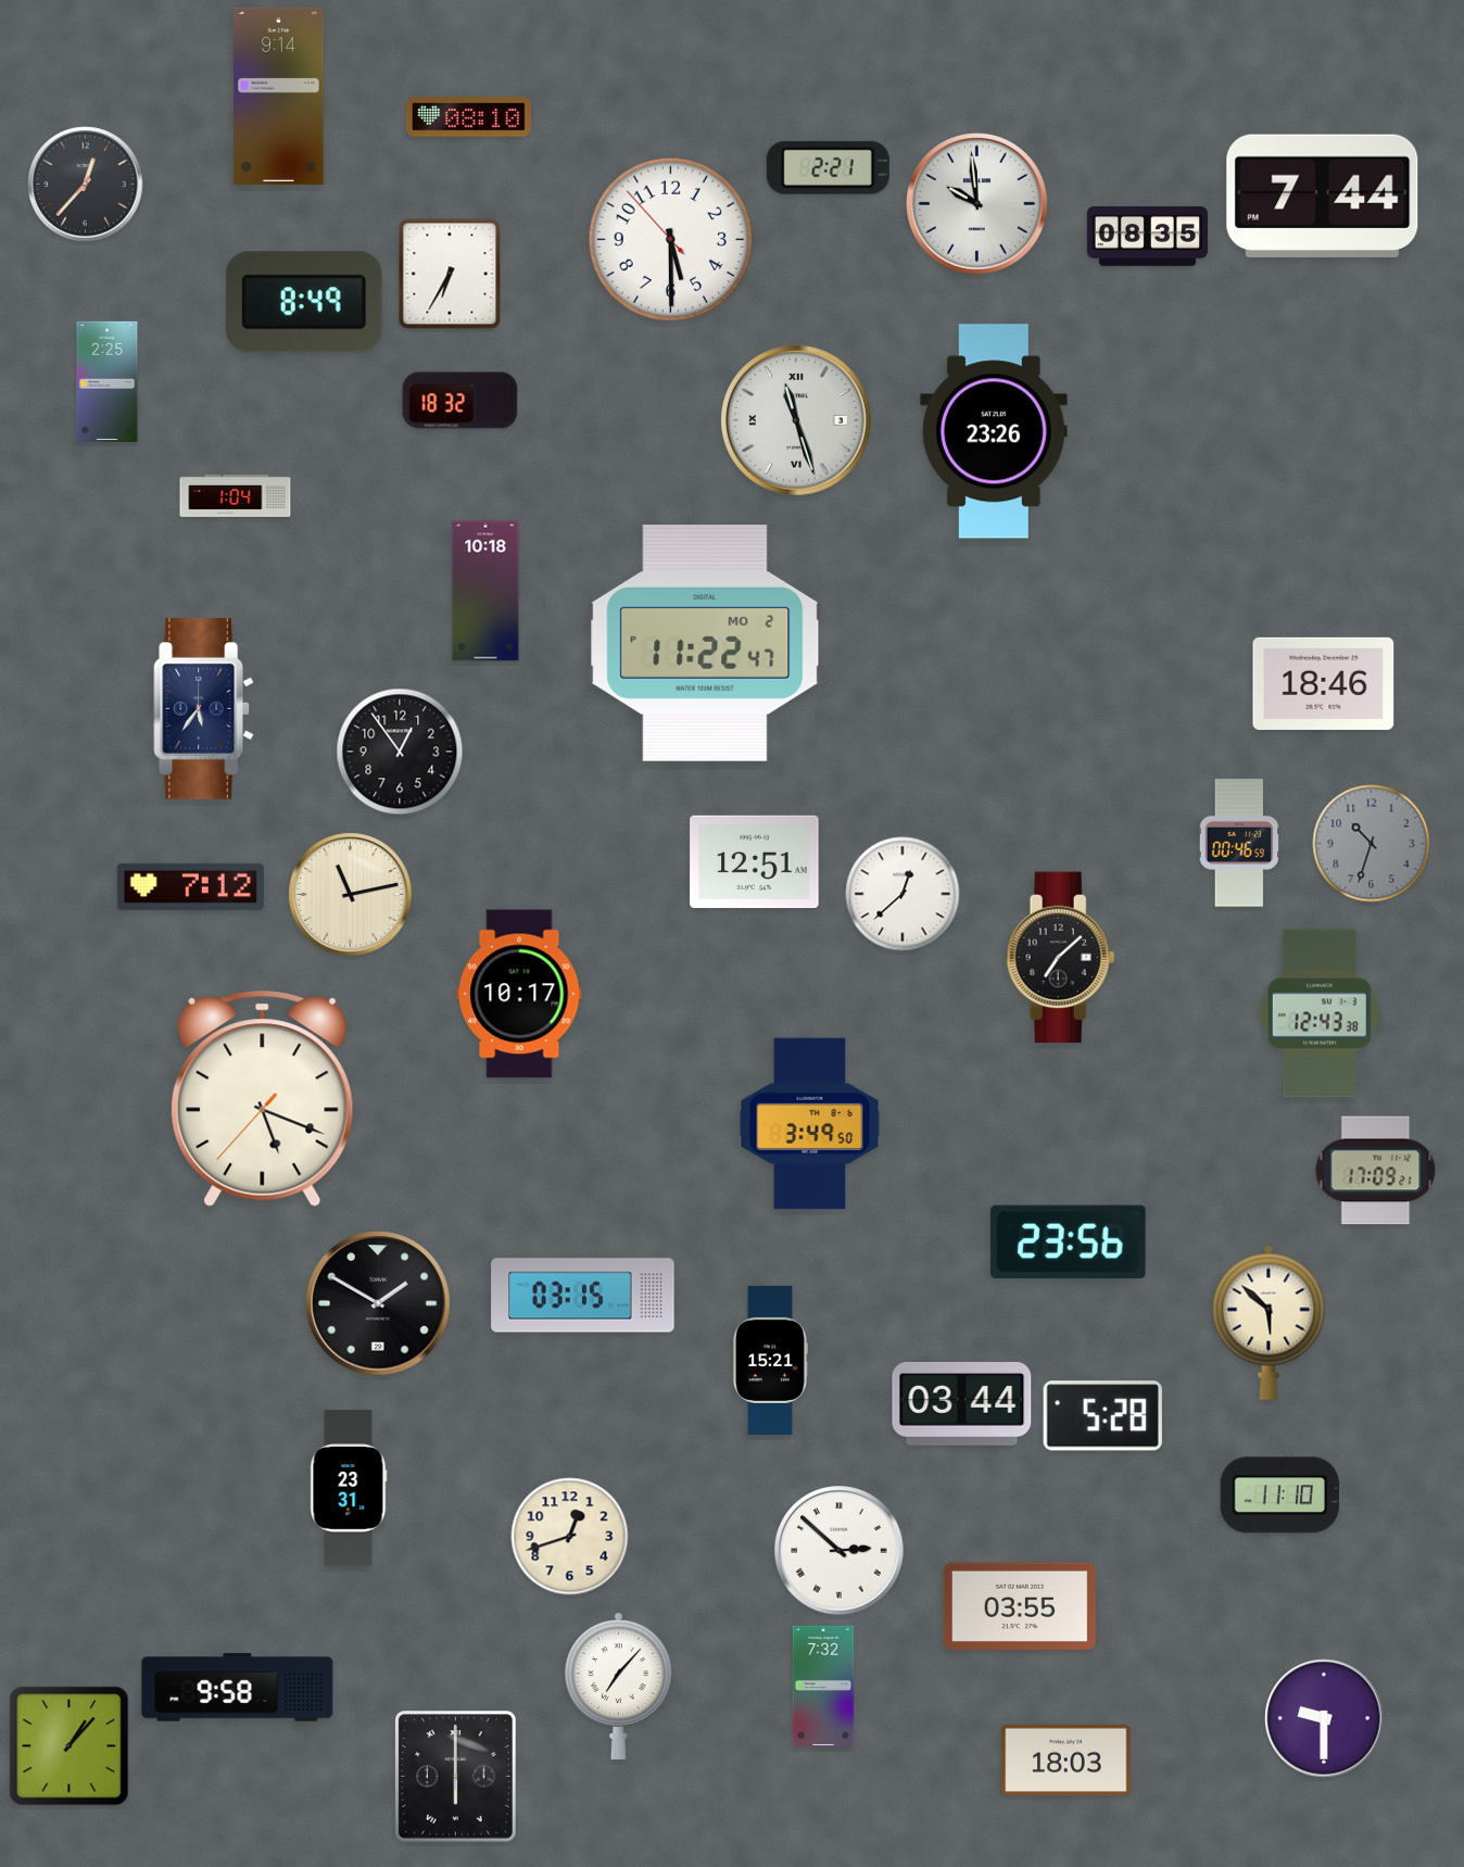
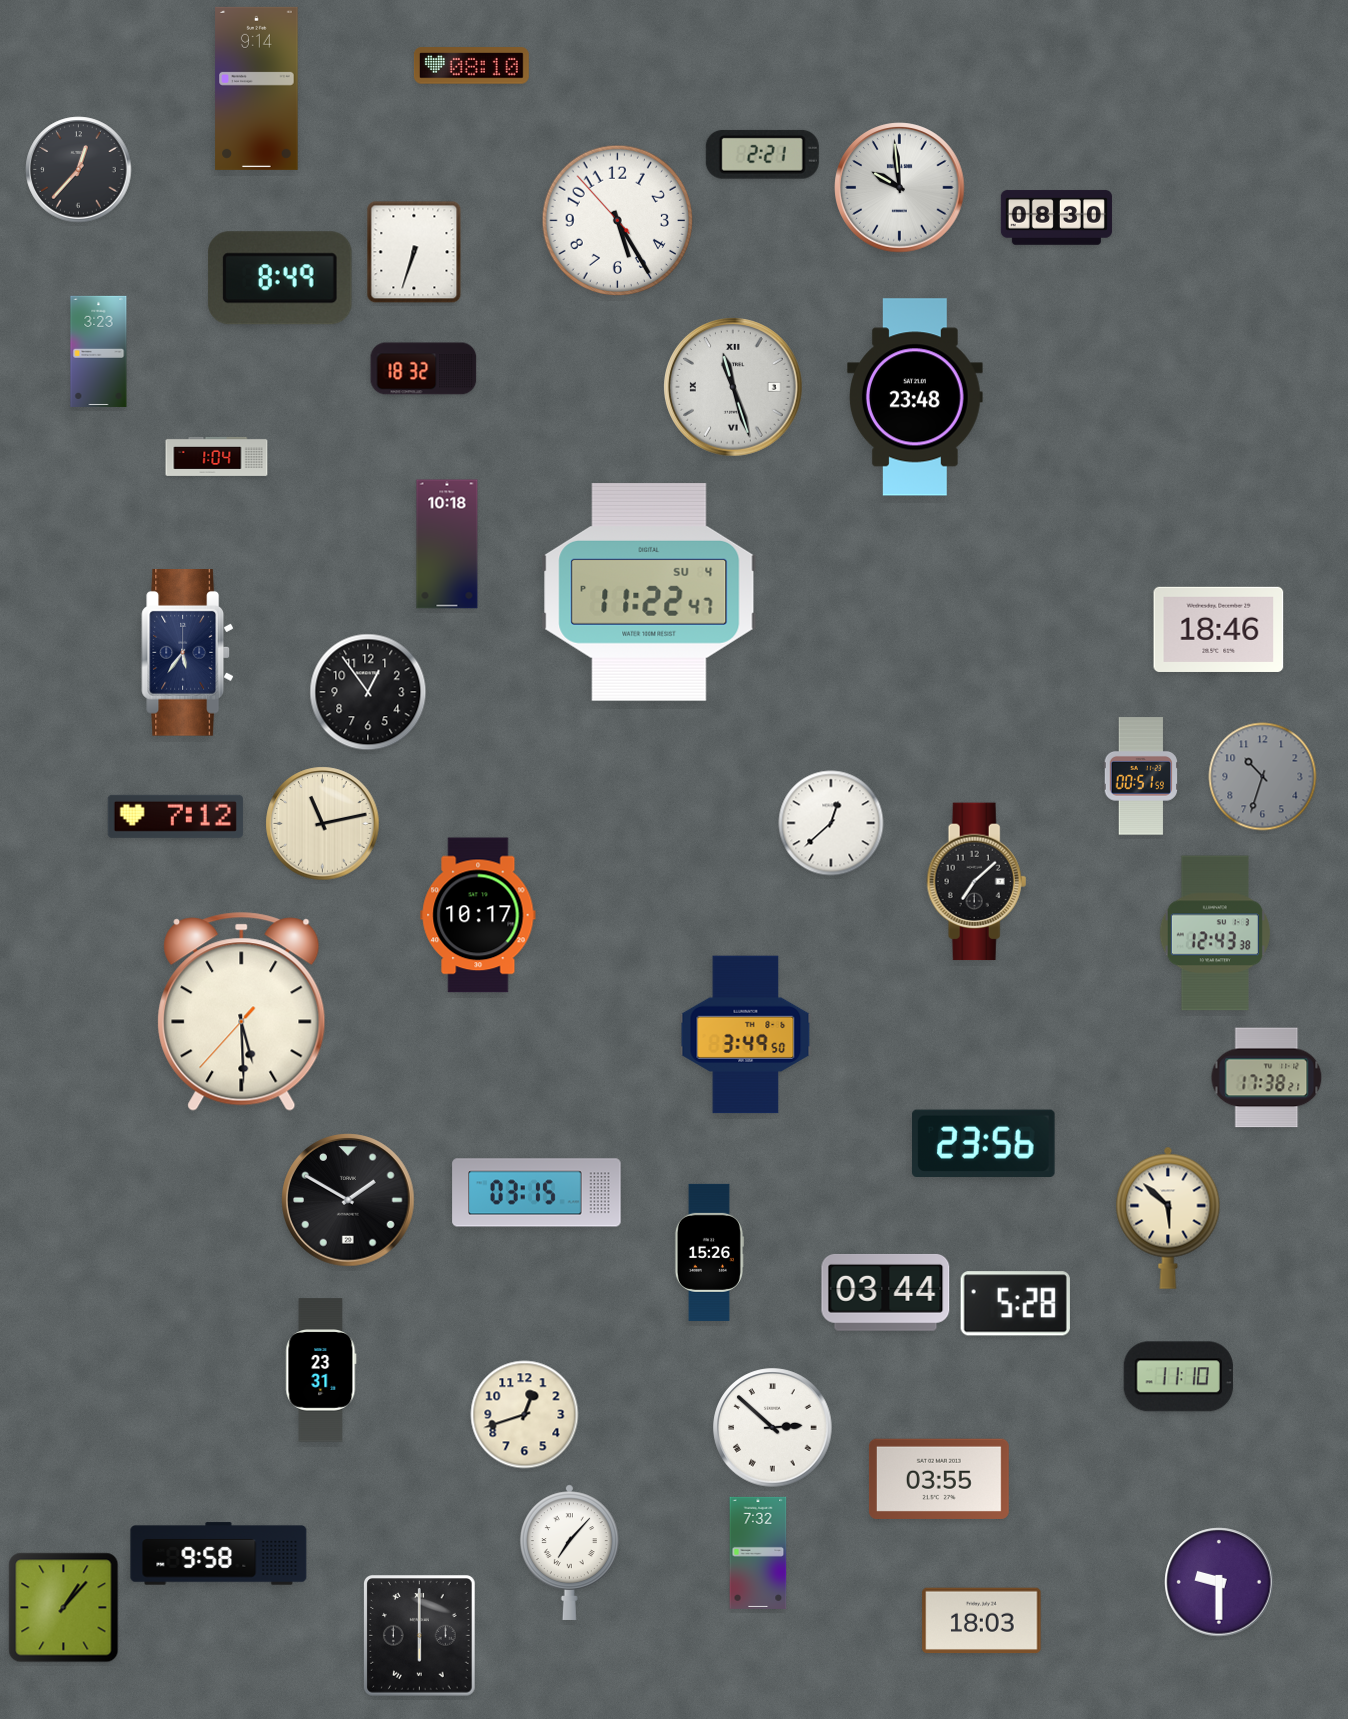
clock at (468, 117) position: (468, 117) -> (471, 66)
clock at (1323, 195): 7:44 -> none
clock at (1147, 237): 08:35 -> 08:30
clock at (671, 240): 5:29 -> 5:24
clock at (450, 274): 6:35 -> 6:33
clock at (108, 381): 2:25 -> 3:23
clock at (994, 431): 23:26 -> 23:48
clock at (705, 644) date: MO 2 -> SU 4
clock at (1238, 843): 00:46 -> 00:51
clock at (755, 862): 12:51 -> none
clock at (263, 1098): 5:18 -> 5:29
clock at (1376, 1171): 17:09 -> 17:38
clock at (770, 1360): 15:21 -> 15:26
